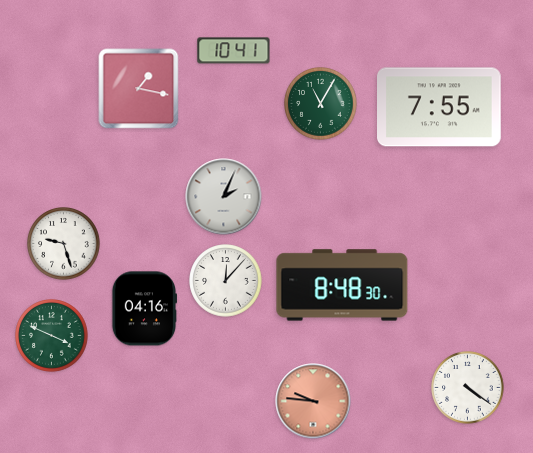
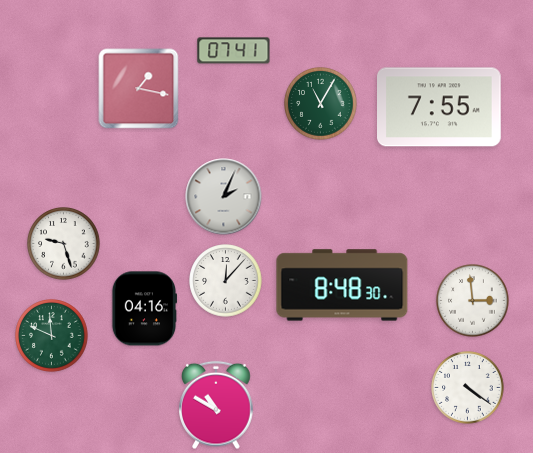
clock at (234, 51): 10:41 -> 07:41
clock at (473, 301): none -> 2:59
clock at (52, 336): 3:49 -> 11:49
clock at (313, 401): 9:46 -> none
clock at (216, 405): none -> 10:50
